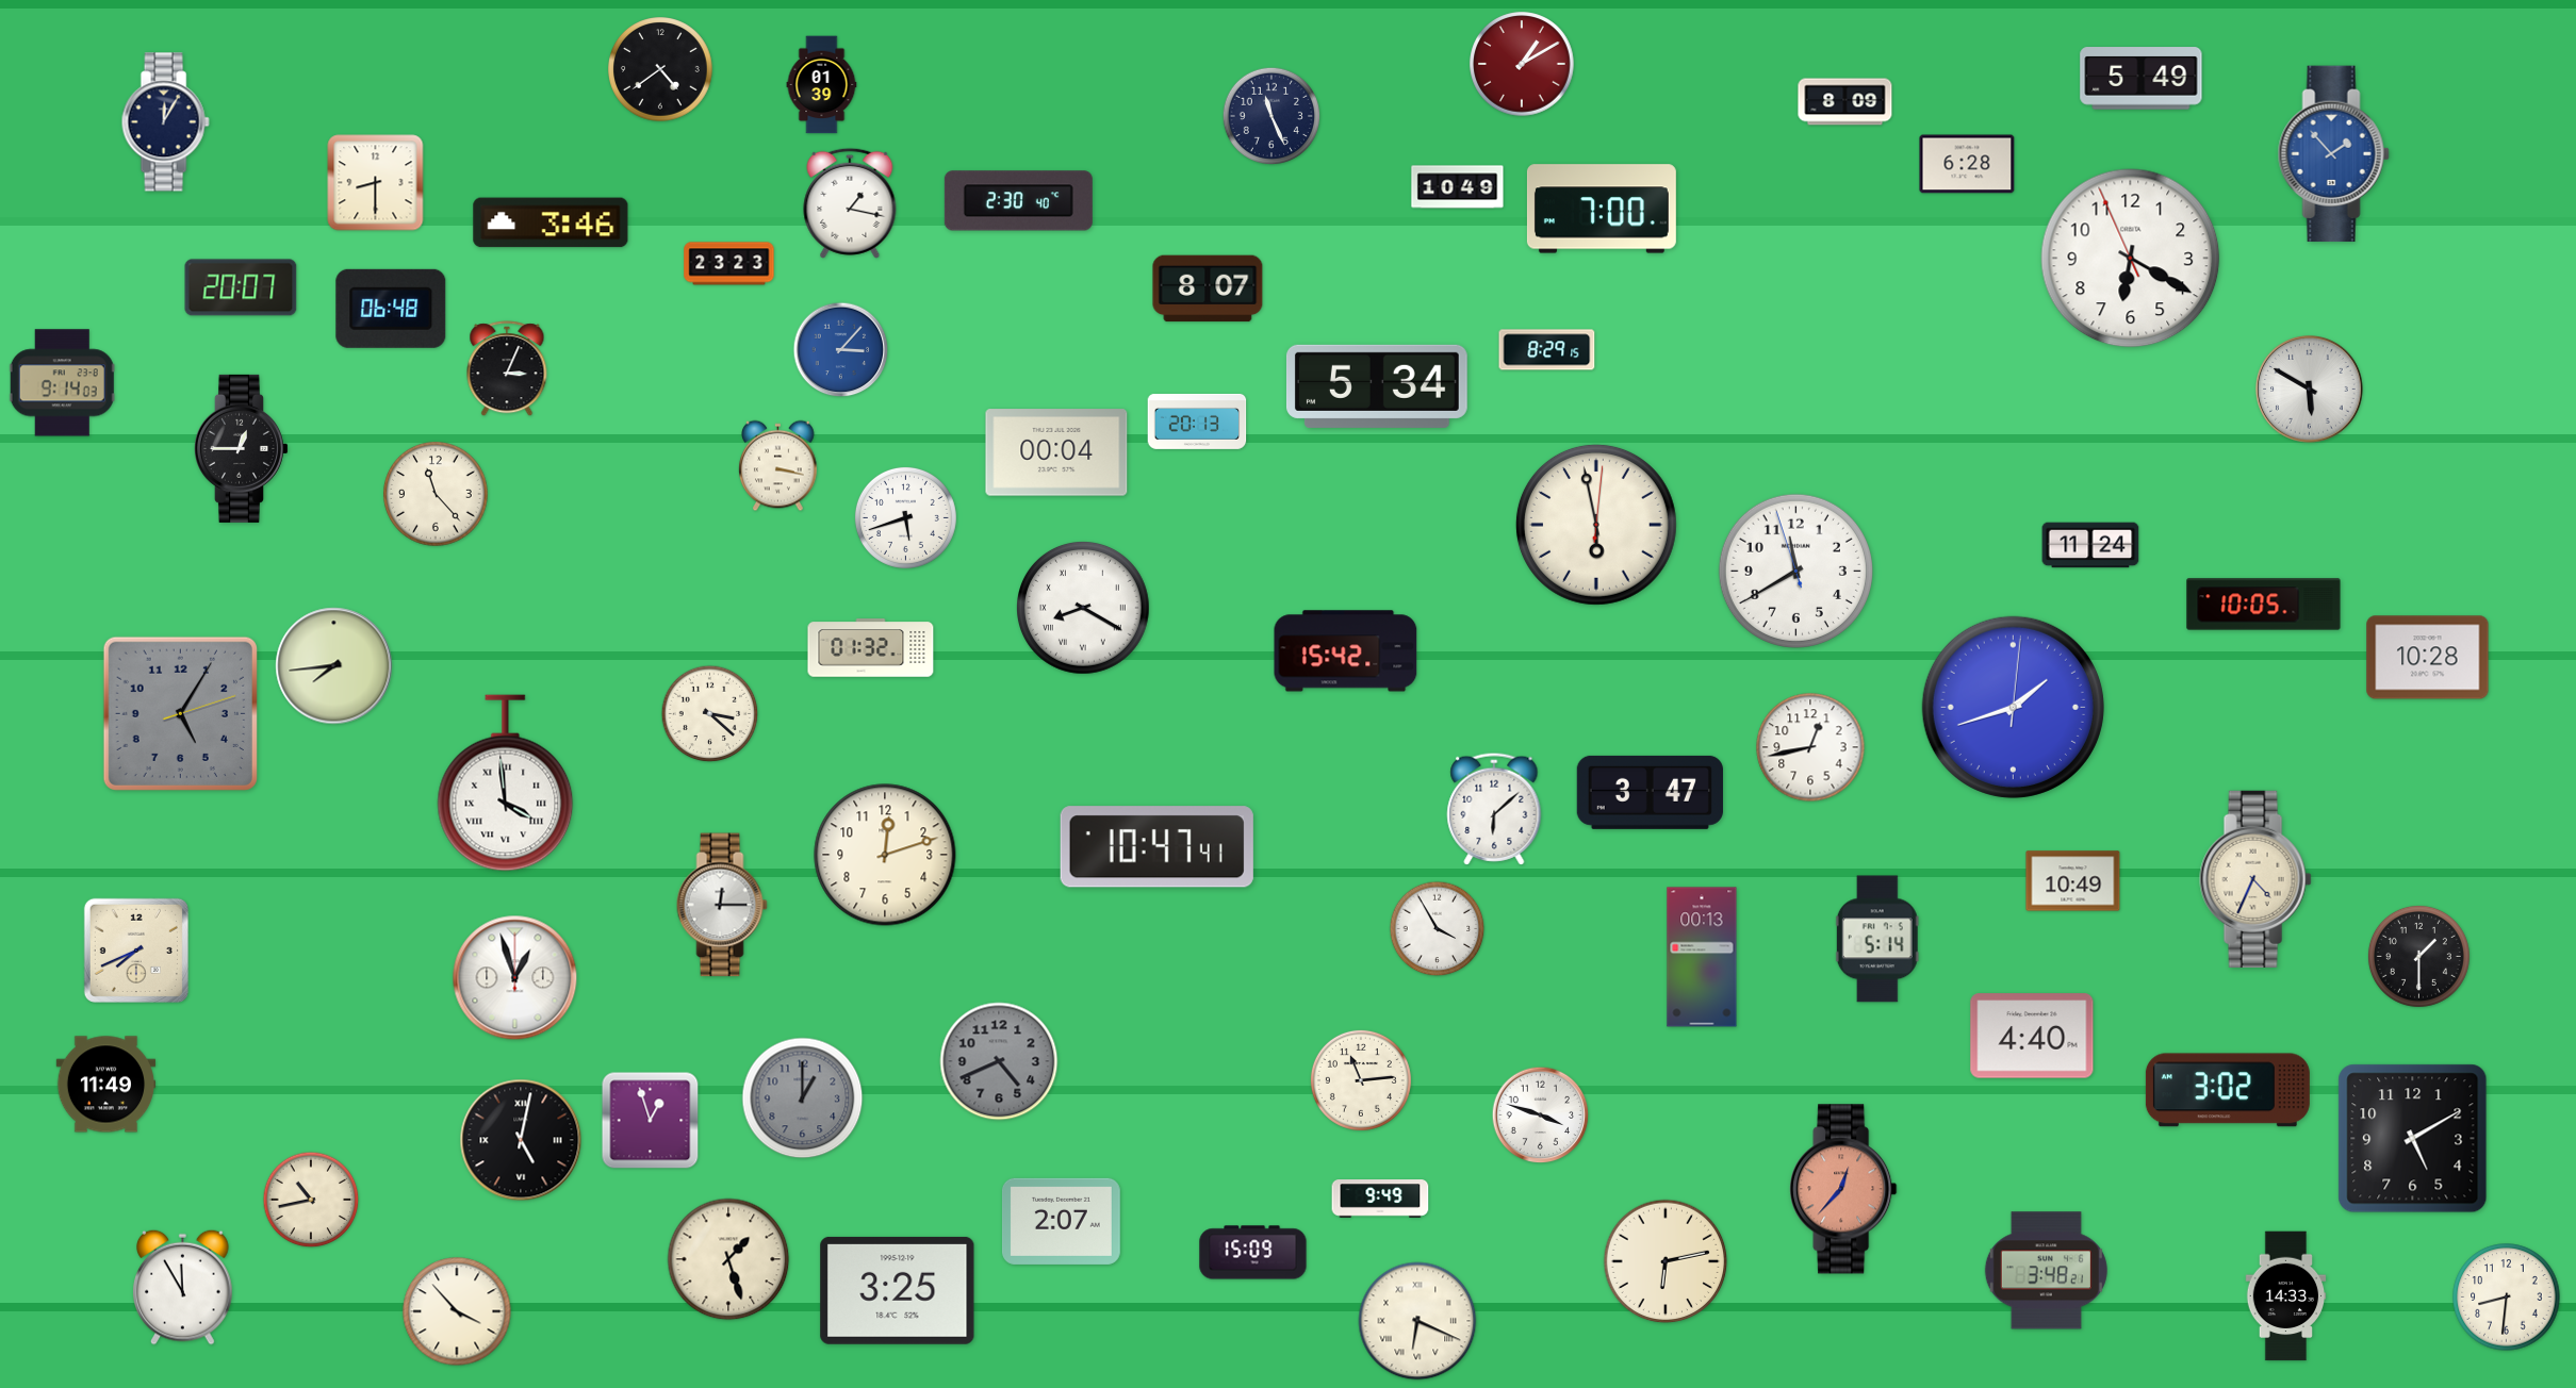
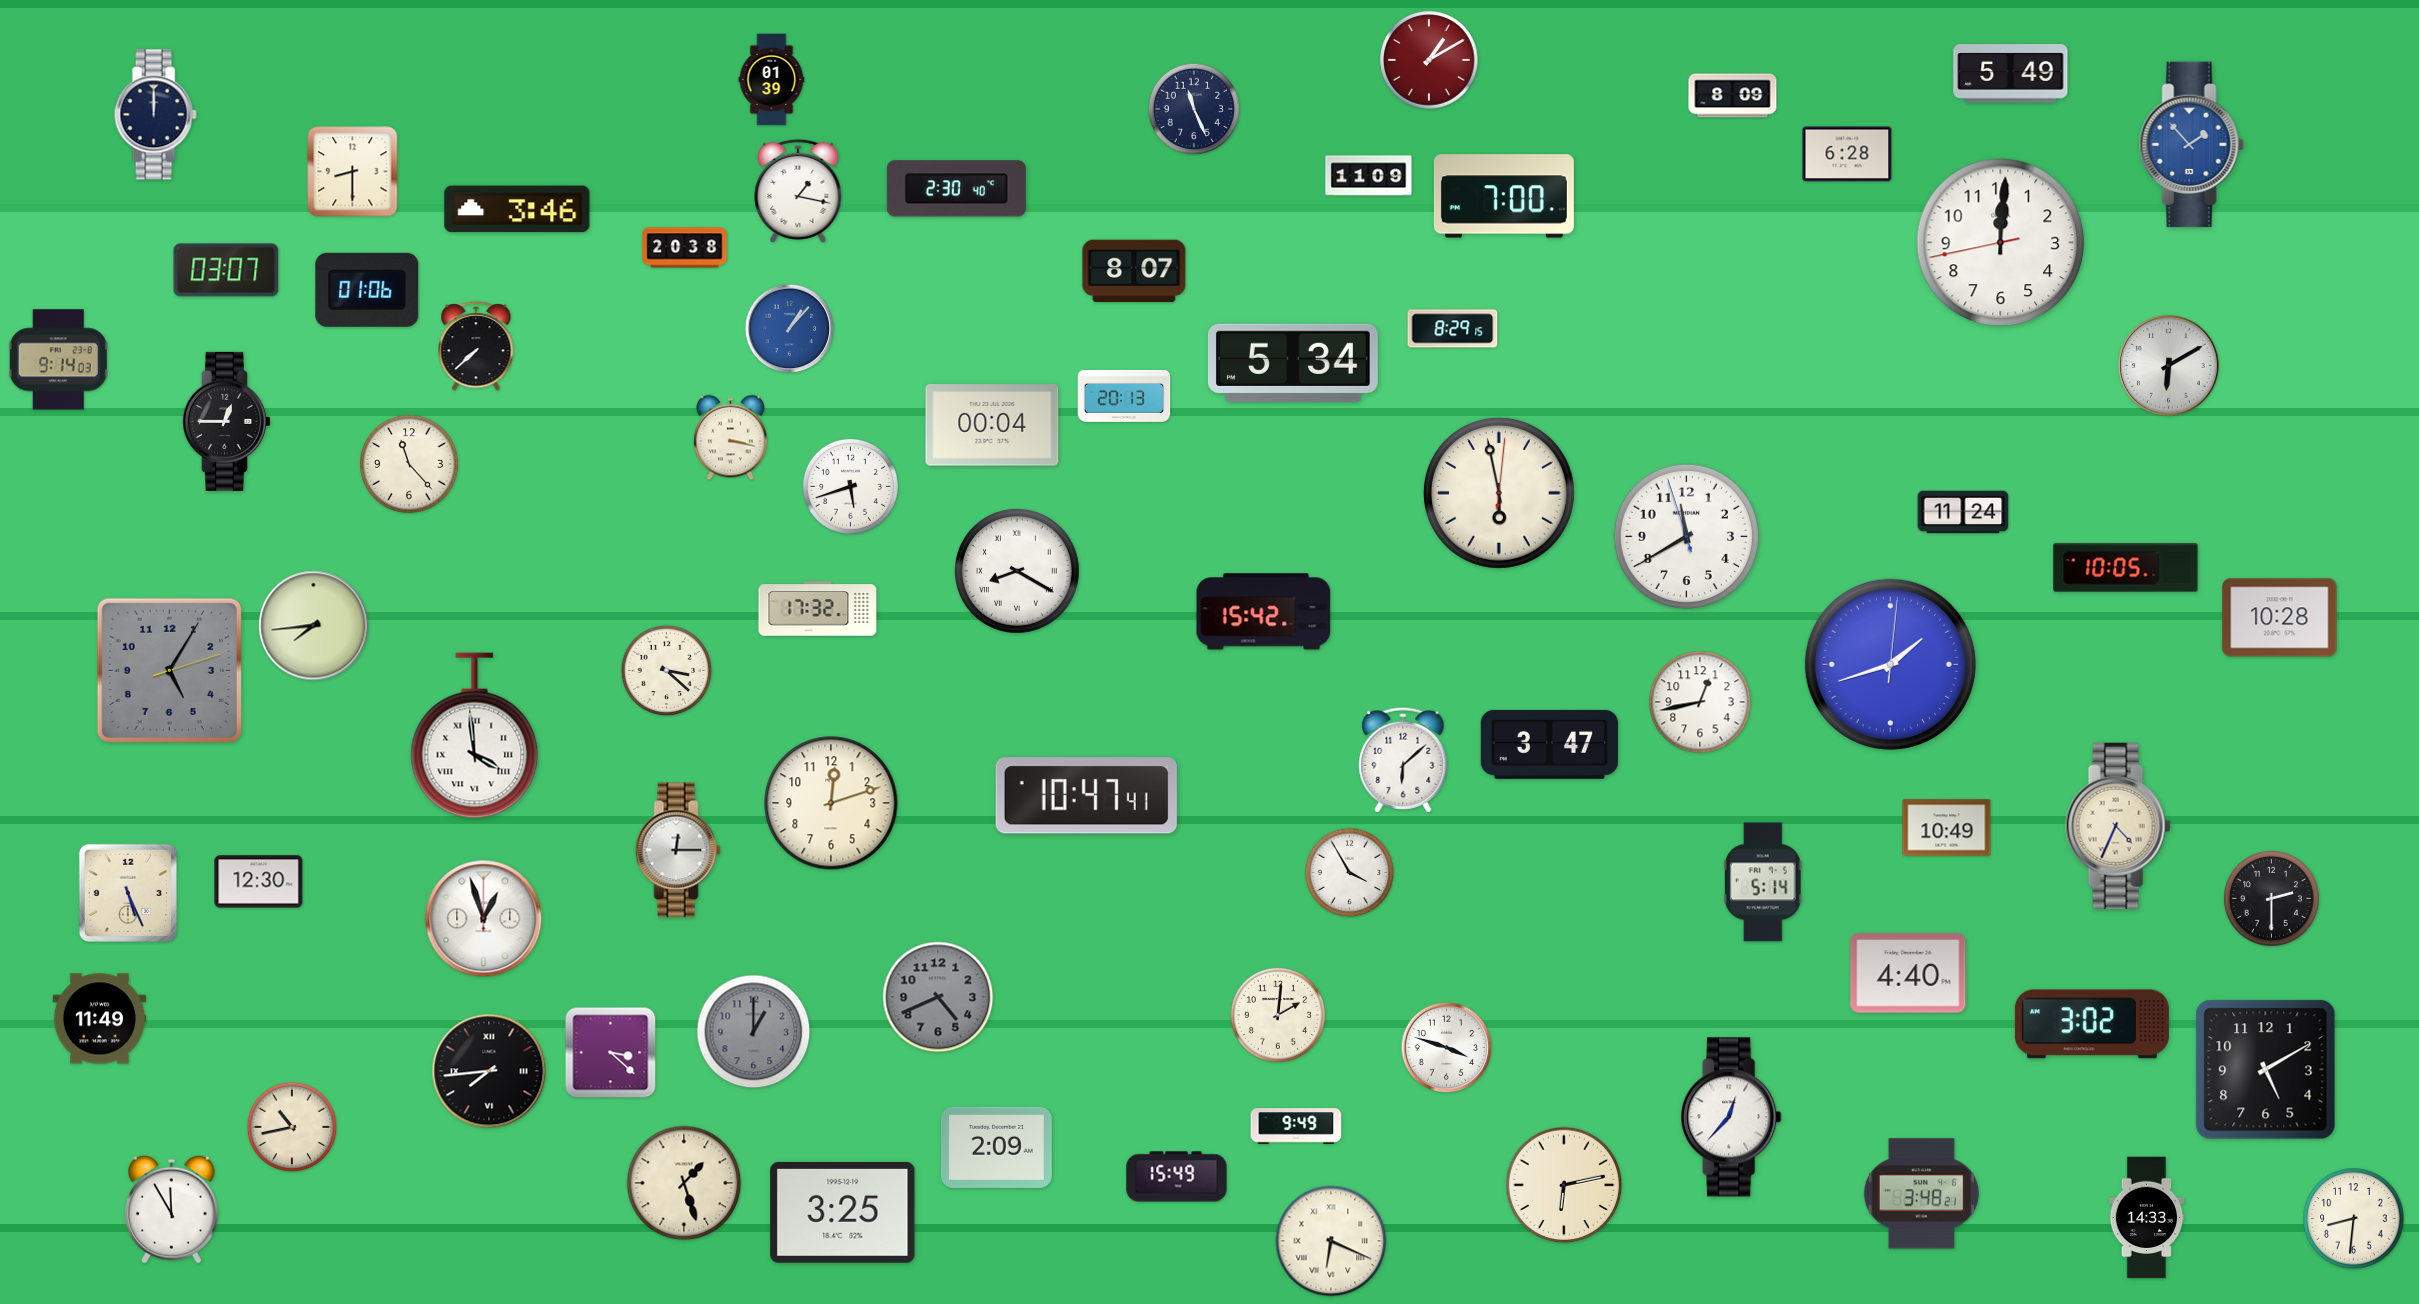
clock at (660, 69): 4:39 -> none
clock at (165, 122): 12:05 -> 12:00
clock at (1458, 187): 10:49 -> 11:09
clock at (2131, 259): 6:19 -> 12:00
clock at (729, 264): 23:23 -> 20:38
clock at (241, 287): 20:07 -> 03:07
clock at (391, 309): 06:48 -> 01:06
clock at (841, 350): 3:07 -> 1:07
clock at (507, 369): 3:04 -> 7:38
clock at (2310, 390): 5:50 -> 6:10
clock at (871, 648): 01:32 -> 17:32
clock at (259, 882): none -> 12:30
clock at (136, 951): 7:41 -> 5:26
clock at (2418, 956): 1:30 -> 2:30
clock at (1702, 957): 00:13 -> none
clock at (1361, 1080): 11:14 -> 2:01
clock at (651, 1121): 12:57 -> 3:22
clock at (521, 1140): 5:02 -> 7:44
clock at (1843, 1189) dial: salmon -> white
clock at (1061, 1221): 2:07 -> 2:09
clock at (1253, 1253): 15:09 -> 15:49
clock at (457, 1311): 3:53 -> none
